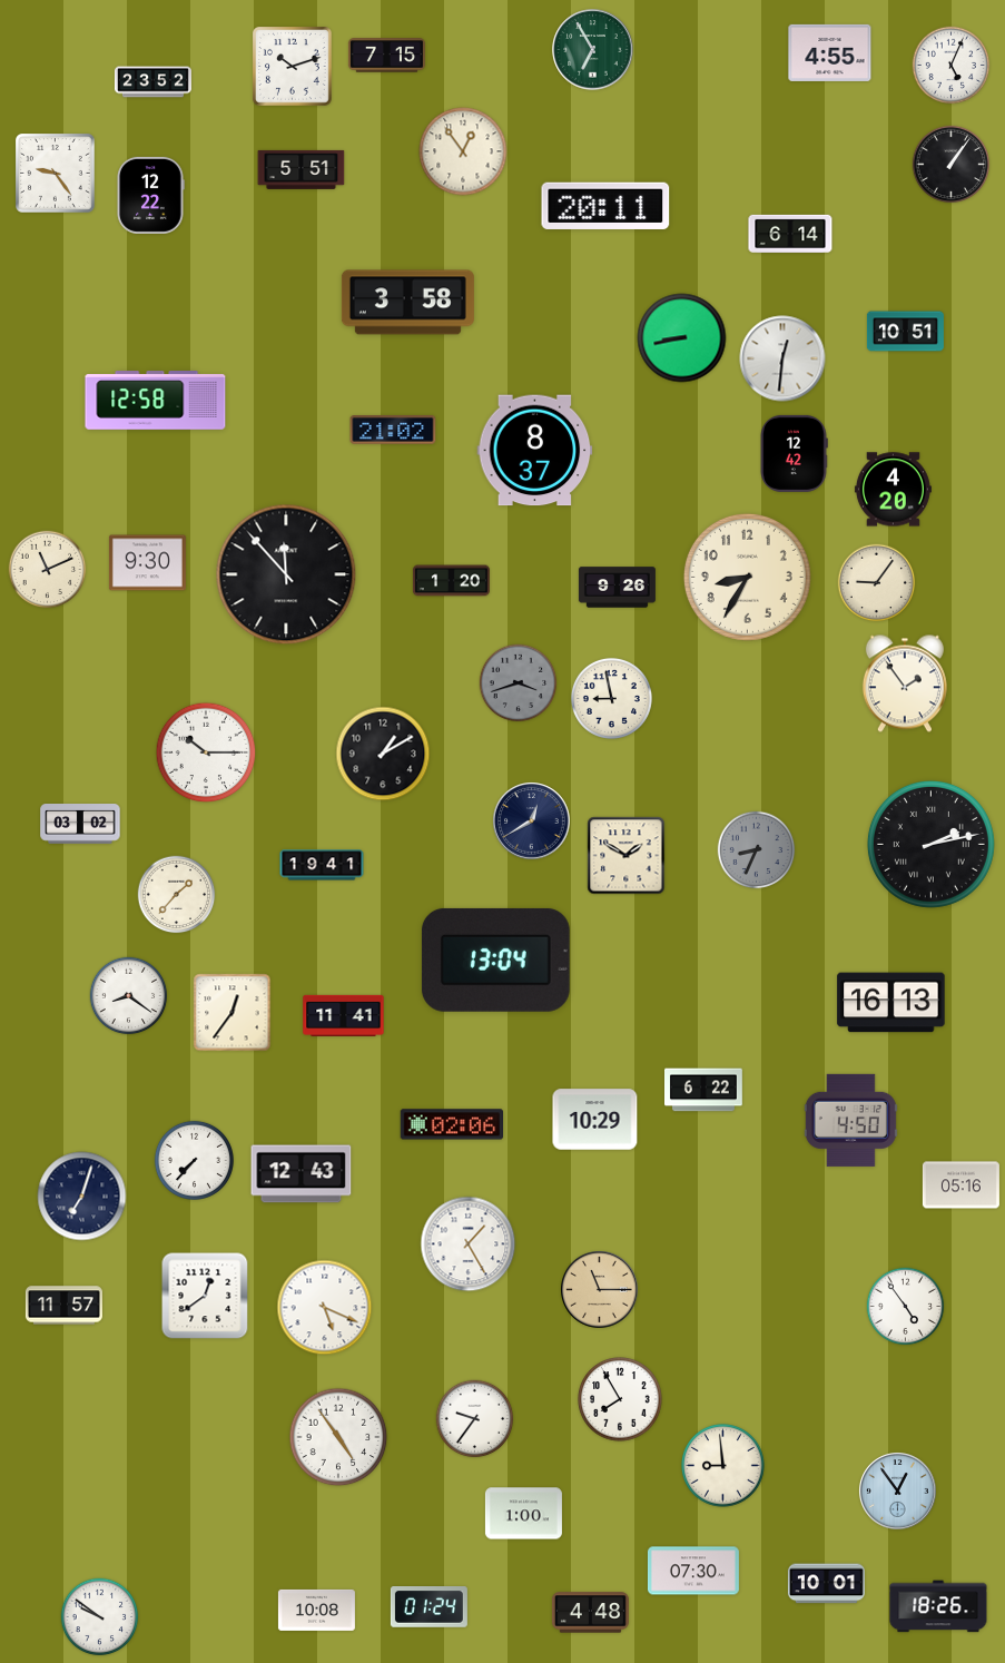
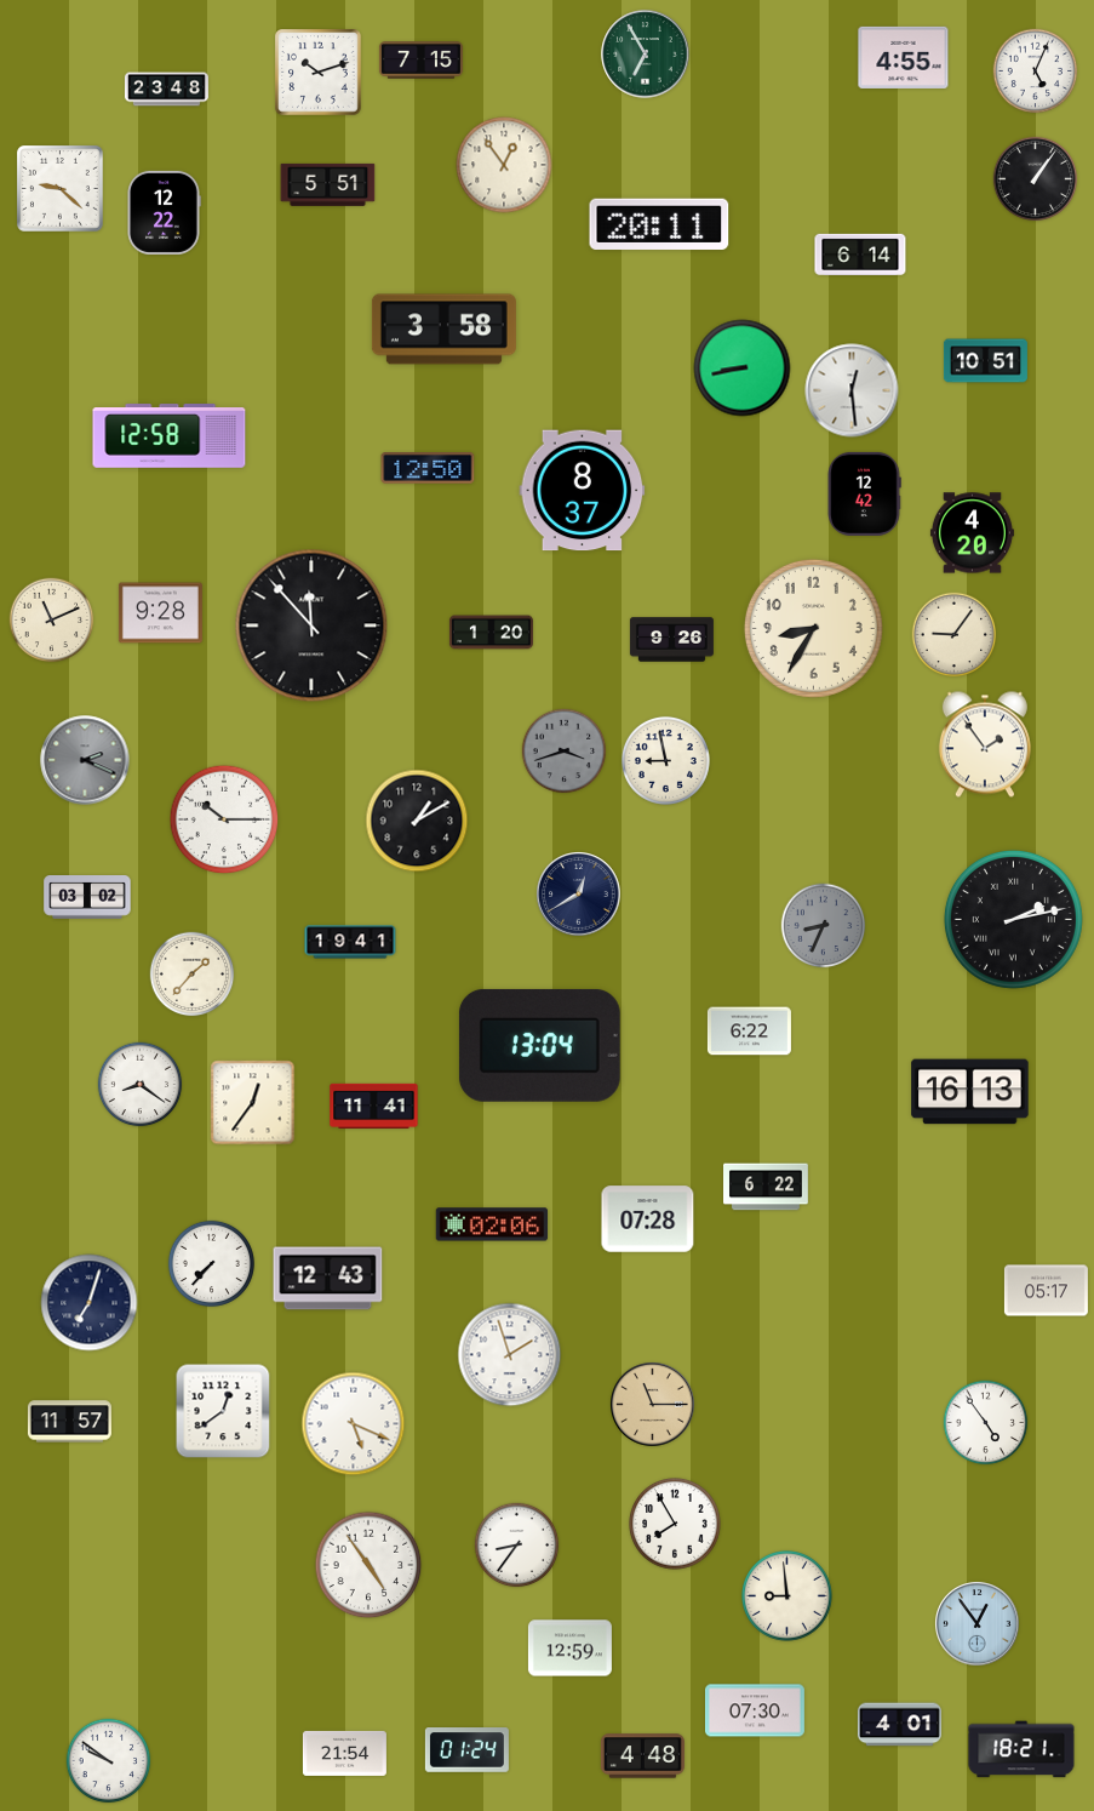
clock at (152, 82): 23:52 -> 23:48
clock at (56, 174): 9:24 -> 9:22
clock at (782, 358): 12:31 -> 12:29
clock at (393, 430): 21:02 -> 12:50
clock at (147, 563): 9:30 -> 9:28
clock at (519, 683) position: (519, 683) -> (565, 752)
clock at (85, 760): none -> 2:19
clock at (627, 856): 1:50 -> none
clock at (749, 1032): none -> 6:22
clock at (595, 1120): 10:29 -> 07:28
clock at (850, 1120): 4:50 -> none
clock at (960, 1185): 05:16 -> 05:17
clock at (469, 1244): 1:25 -> 1:57
clock at (475, 1419): 9:36 -> 8:36
clock at (523, 1514): 1:00 -> 12:59
clock at (826, 1584): 10:01 -> 4:01
clock at (938, 1606): 18:26 -> 18:21
clock at (316, 1610): 10:08 -> 21:54
